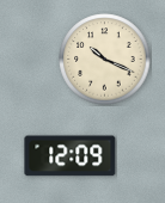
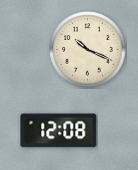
clock at (71, 156): 12:09 -> 12:08
